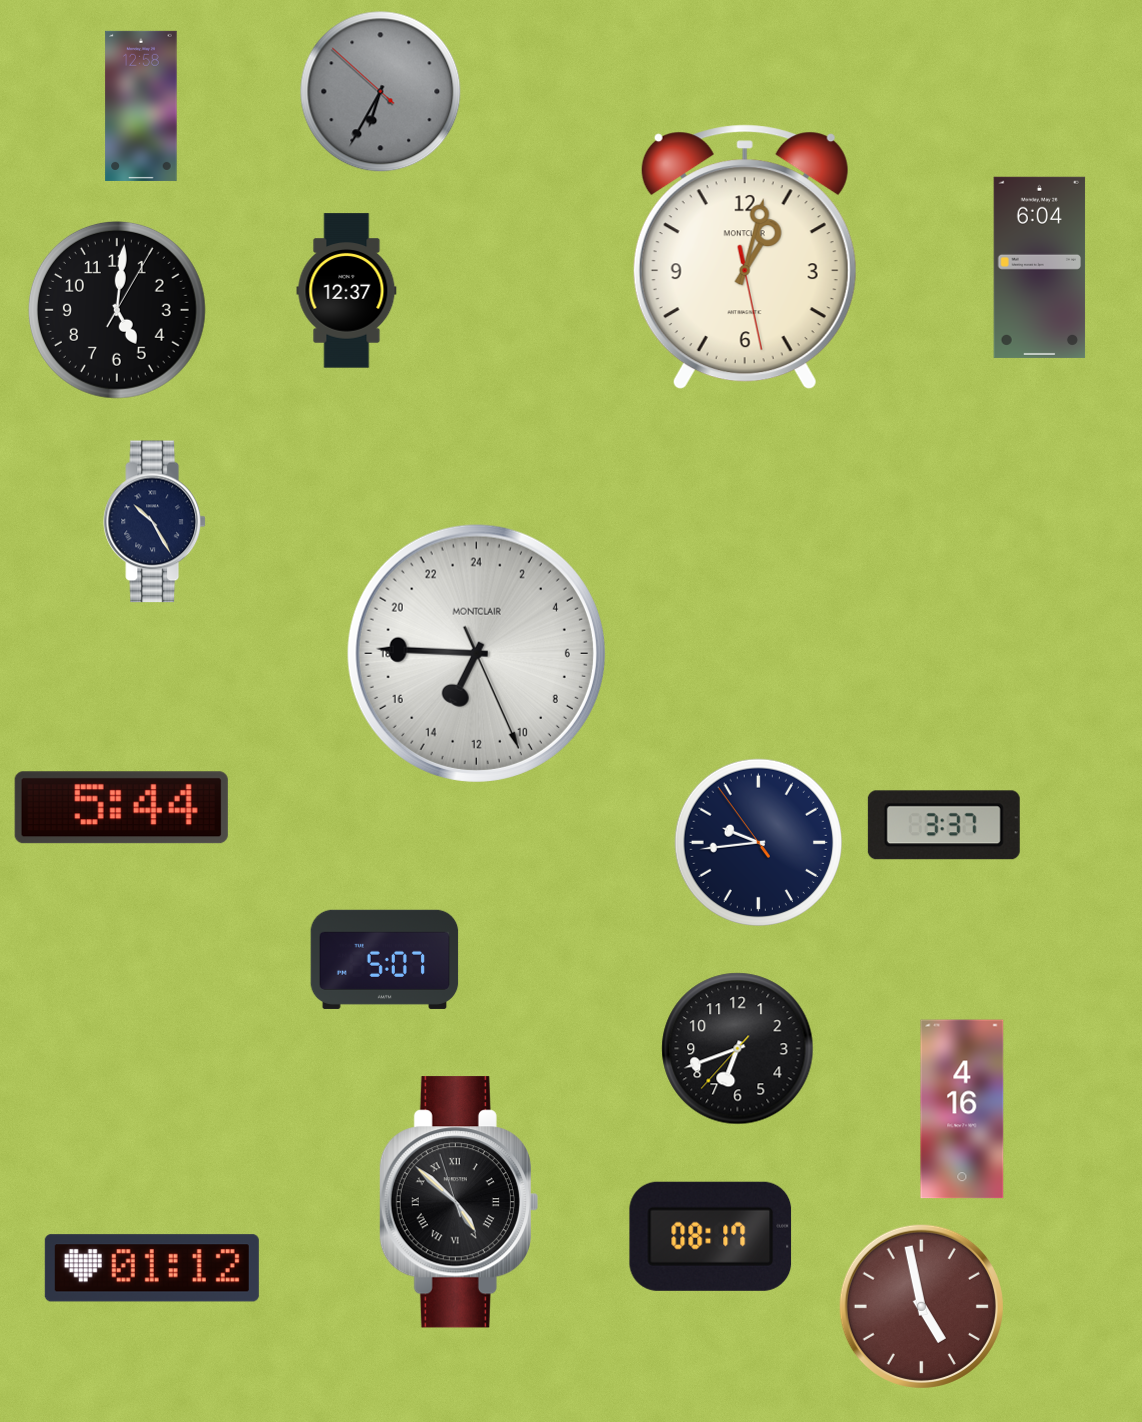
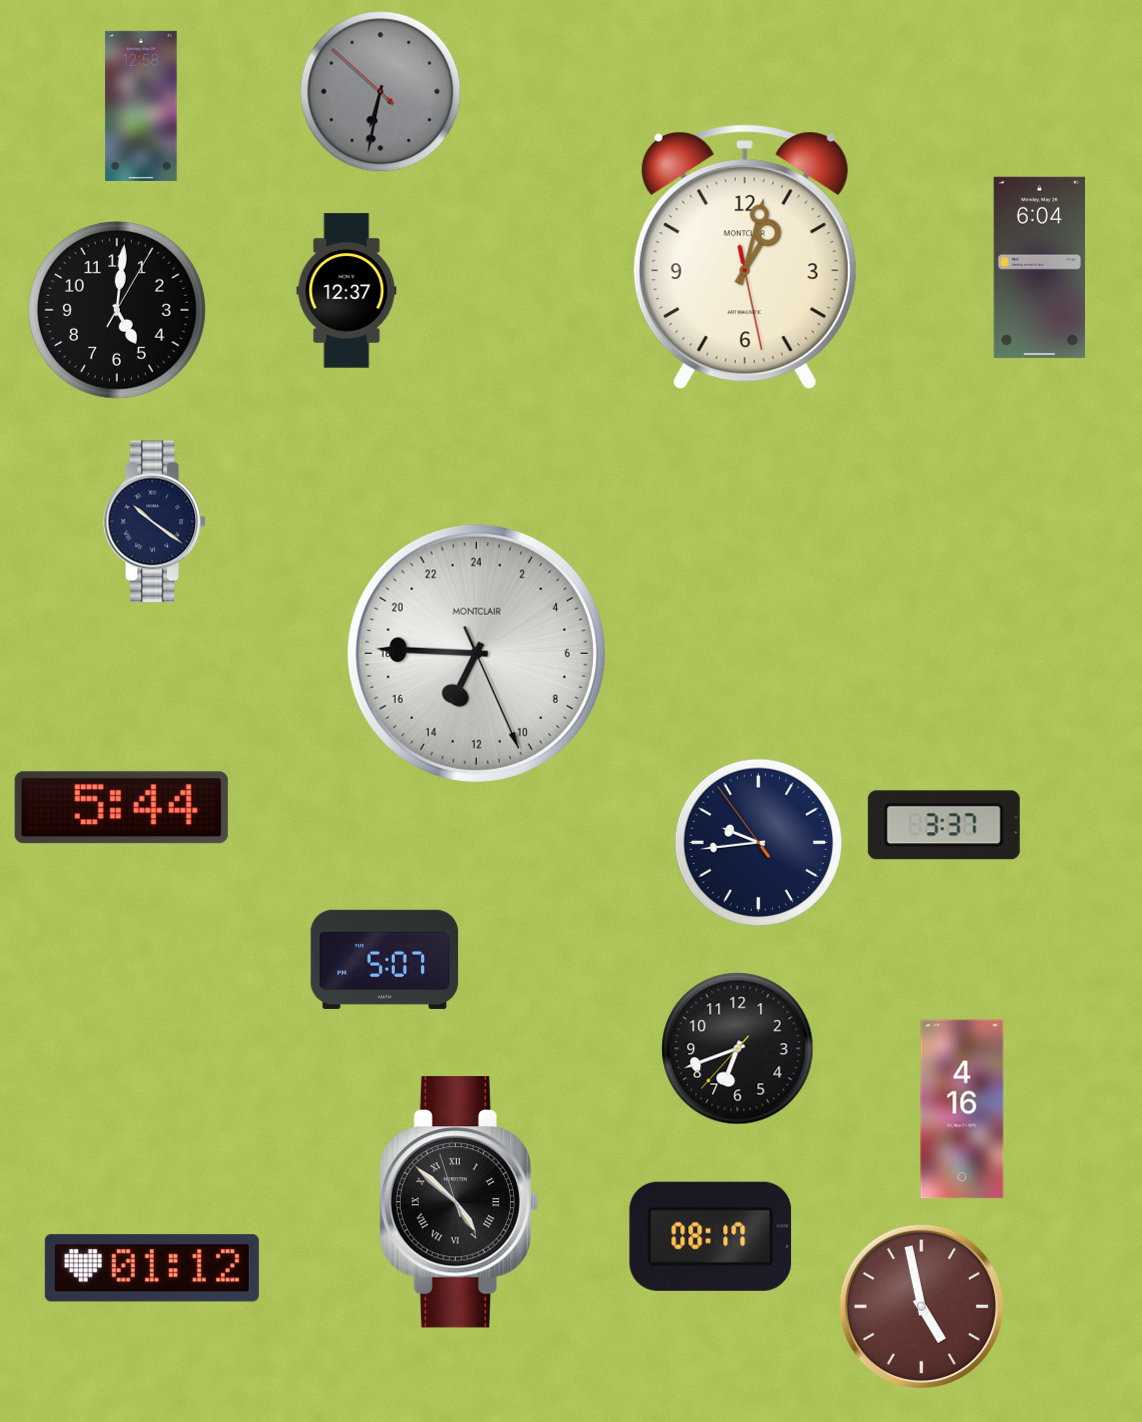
clock at (381, 92): 6:34 -> 6:31
clock at (154, 522): 10:25 -> 10:21
